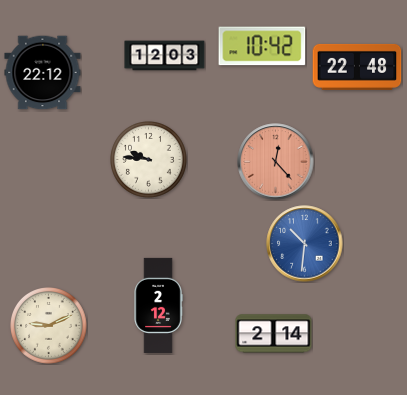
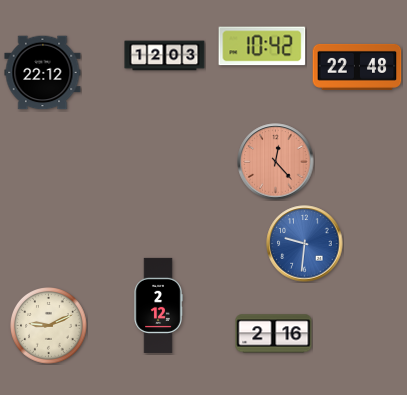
clock at (149, 160): 9:46 -> none
clock at (305, 244): 10:31 -> 9:31
clock at (274, 334): 2:14 -> 2:16
